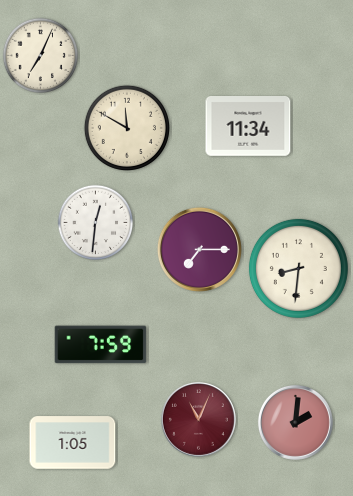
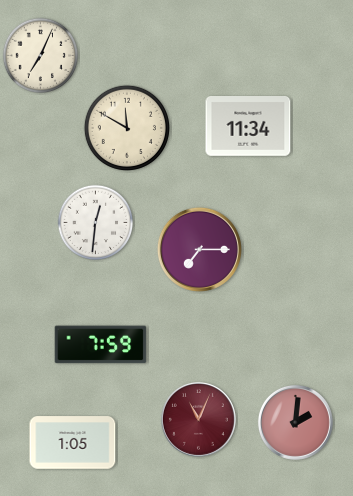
clock at (298, 268): 8:31 -> none
